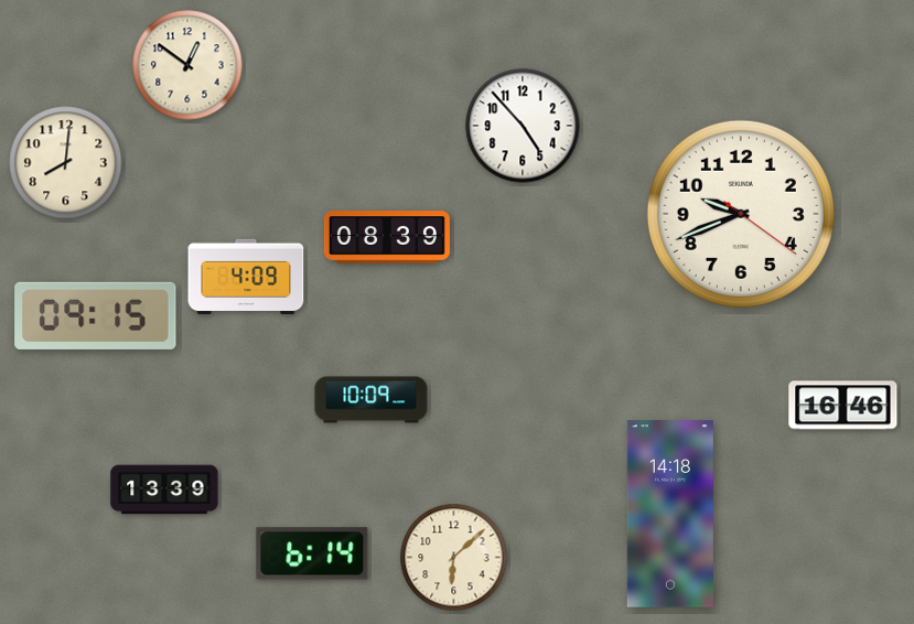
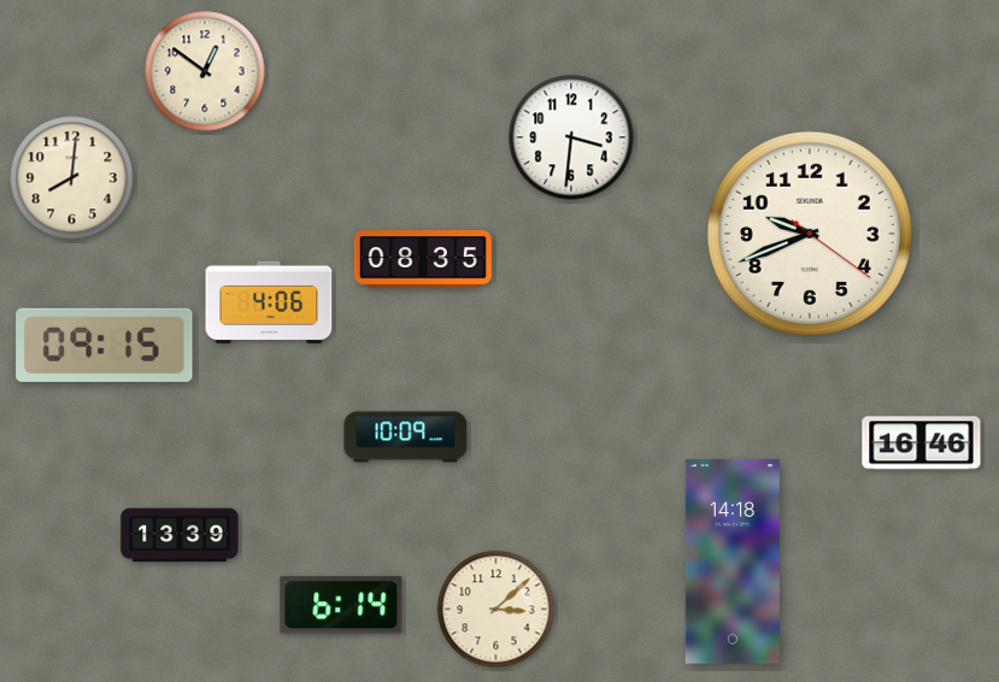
clock at (523, 126): 4:53 -> 3:31
clock at (387, 237): 08:39 -> 08:35
clock at (246, 276): 4:09 -> 4:06
clock at (454, 558): 6:08 -> 3:08
